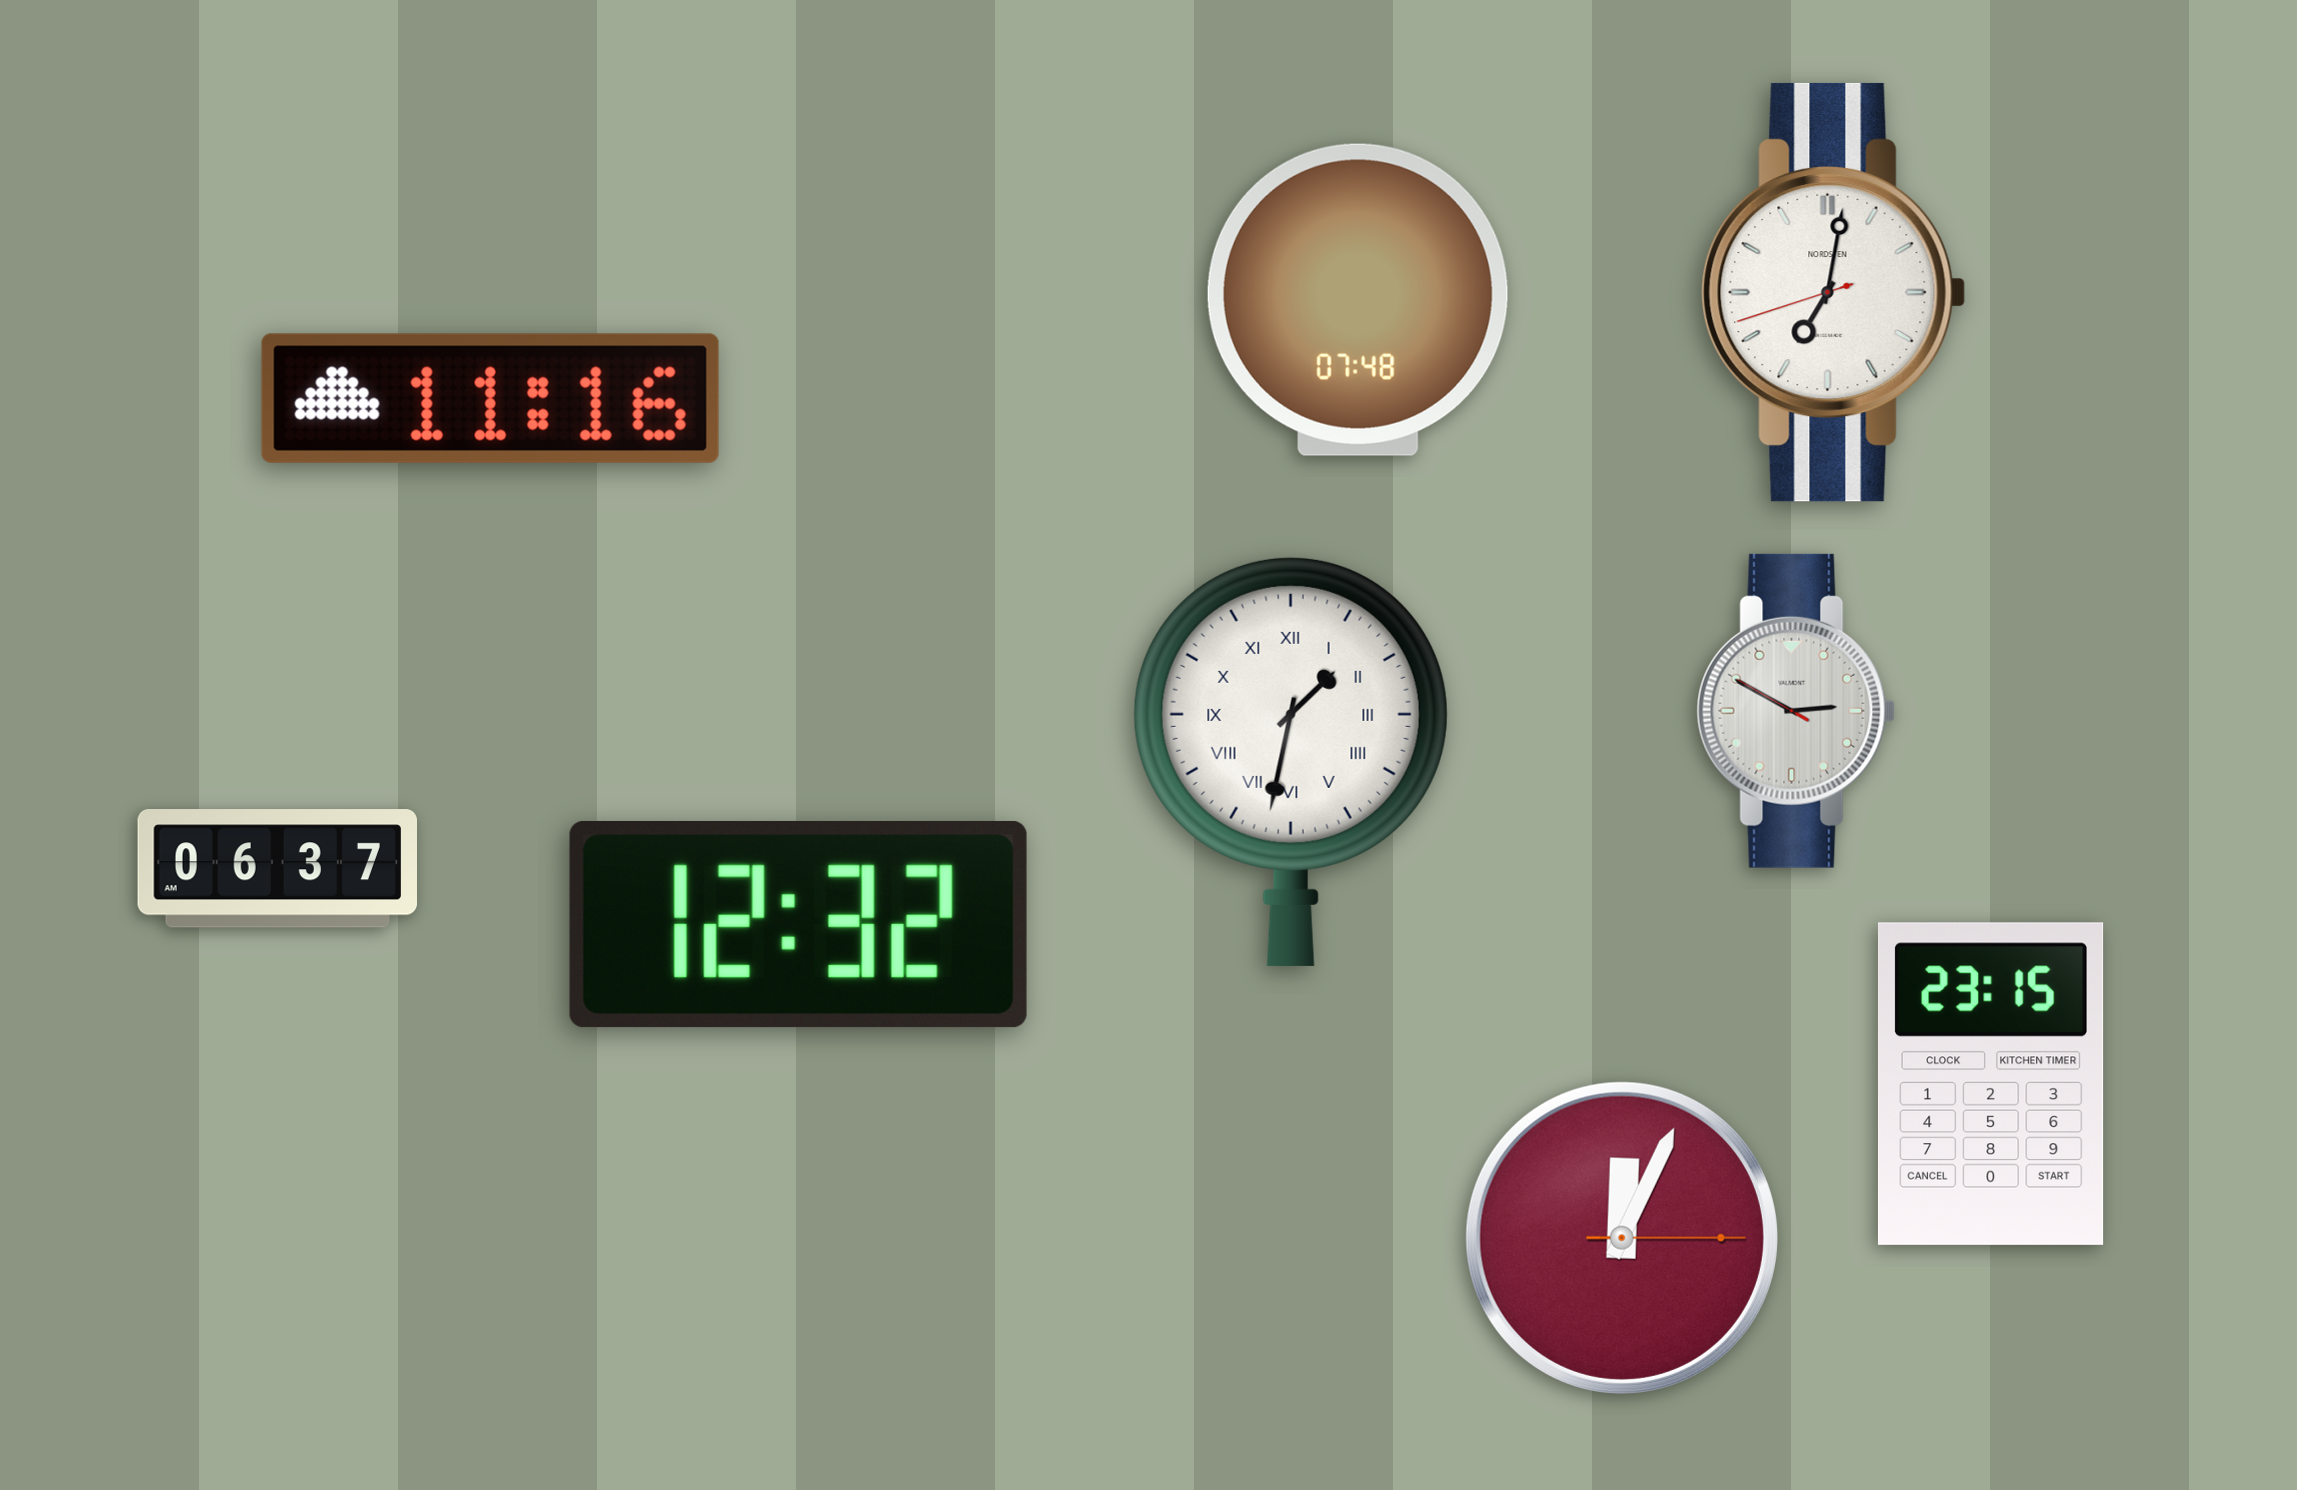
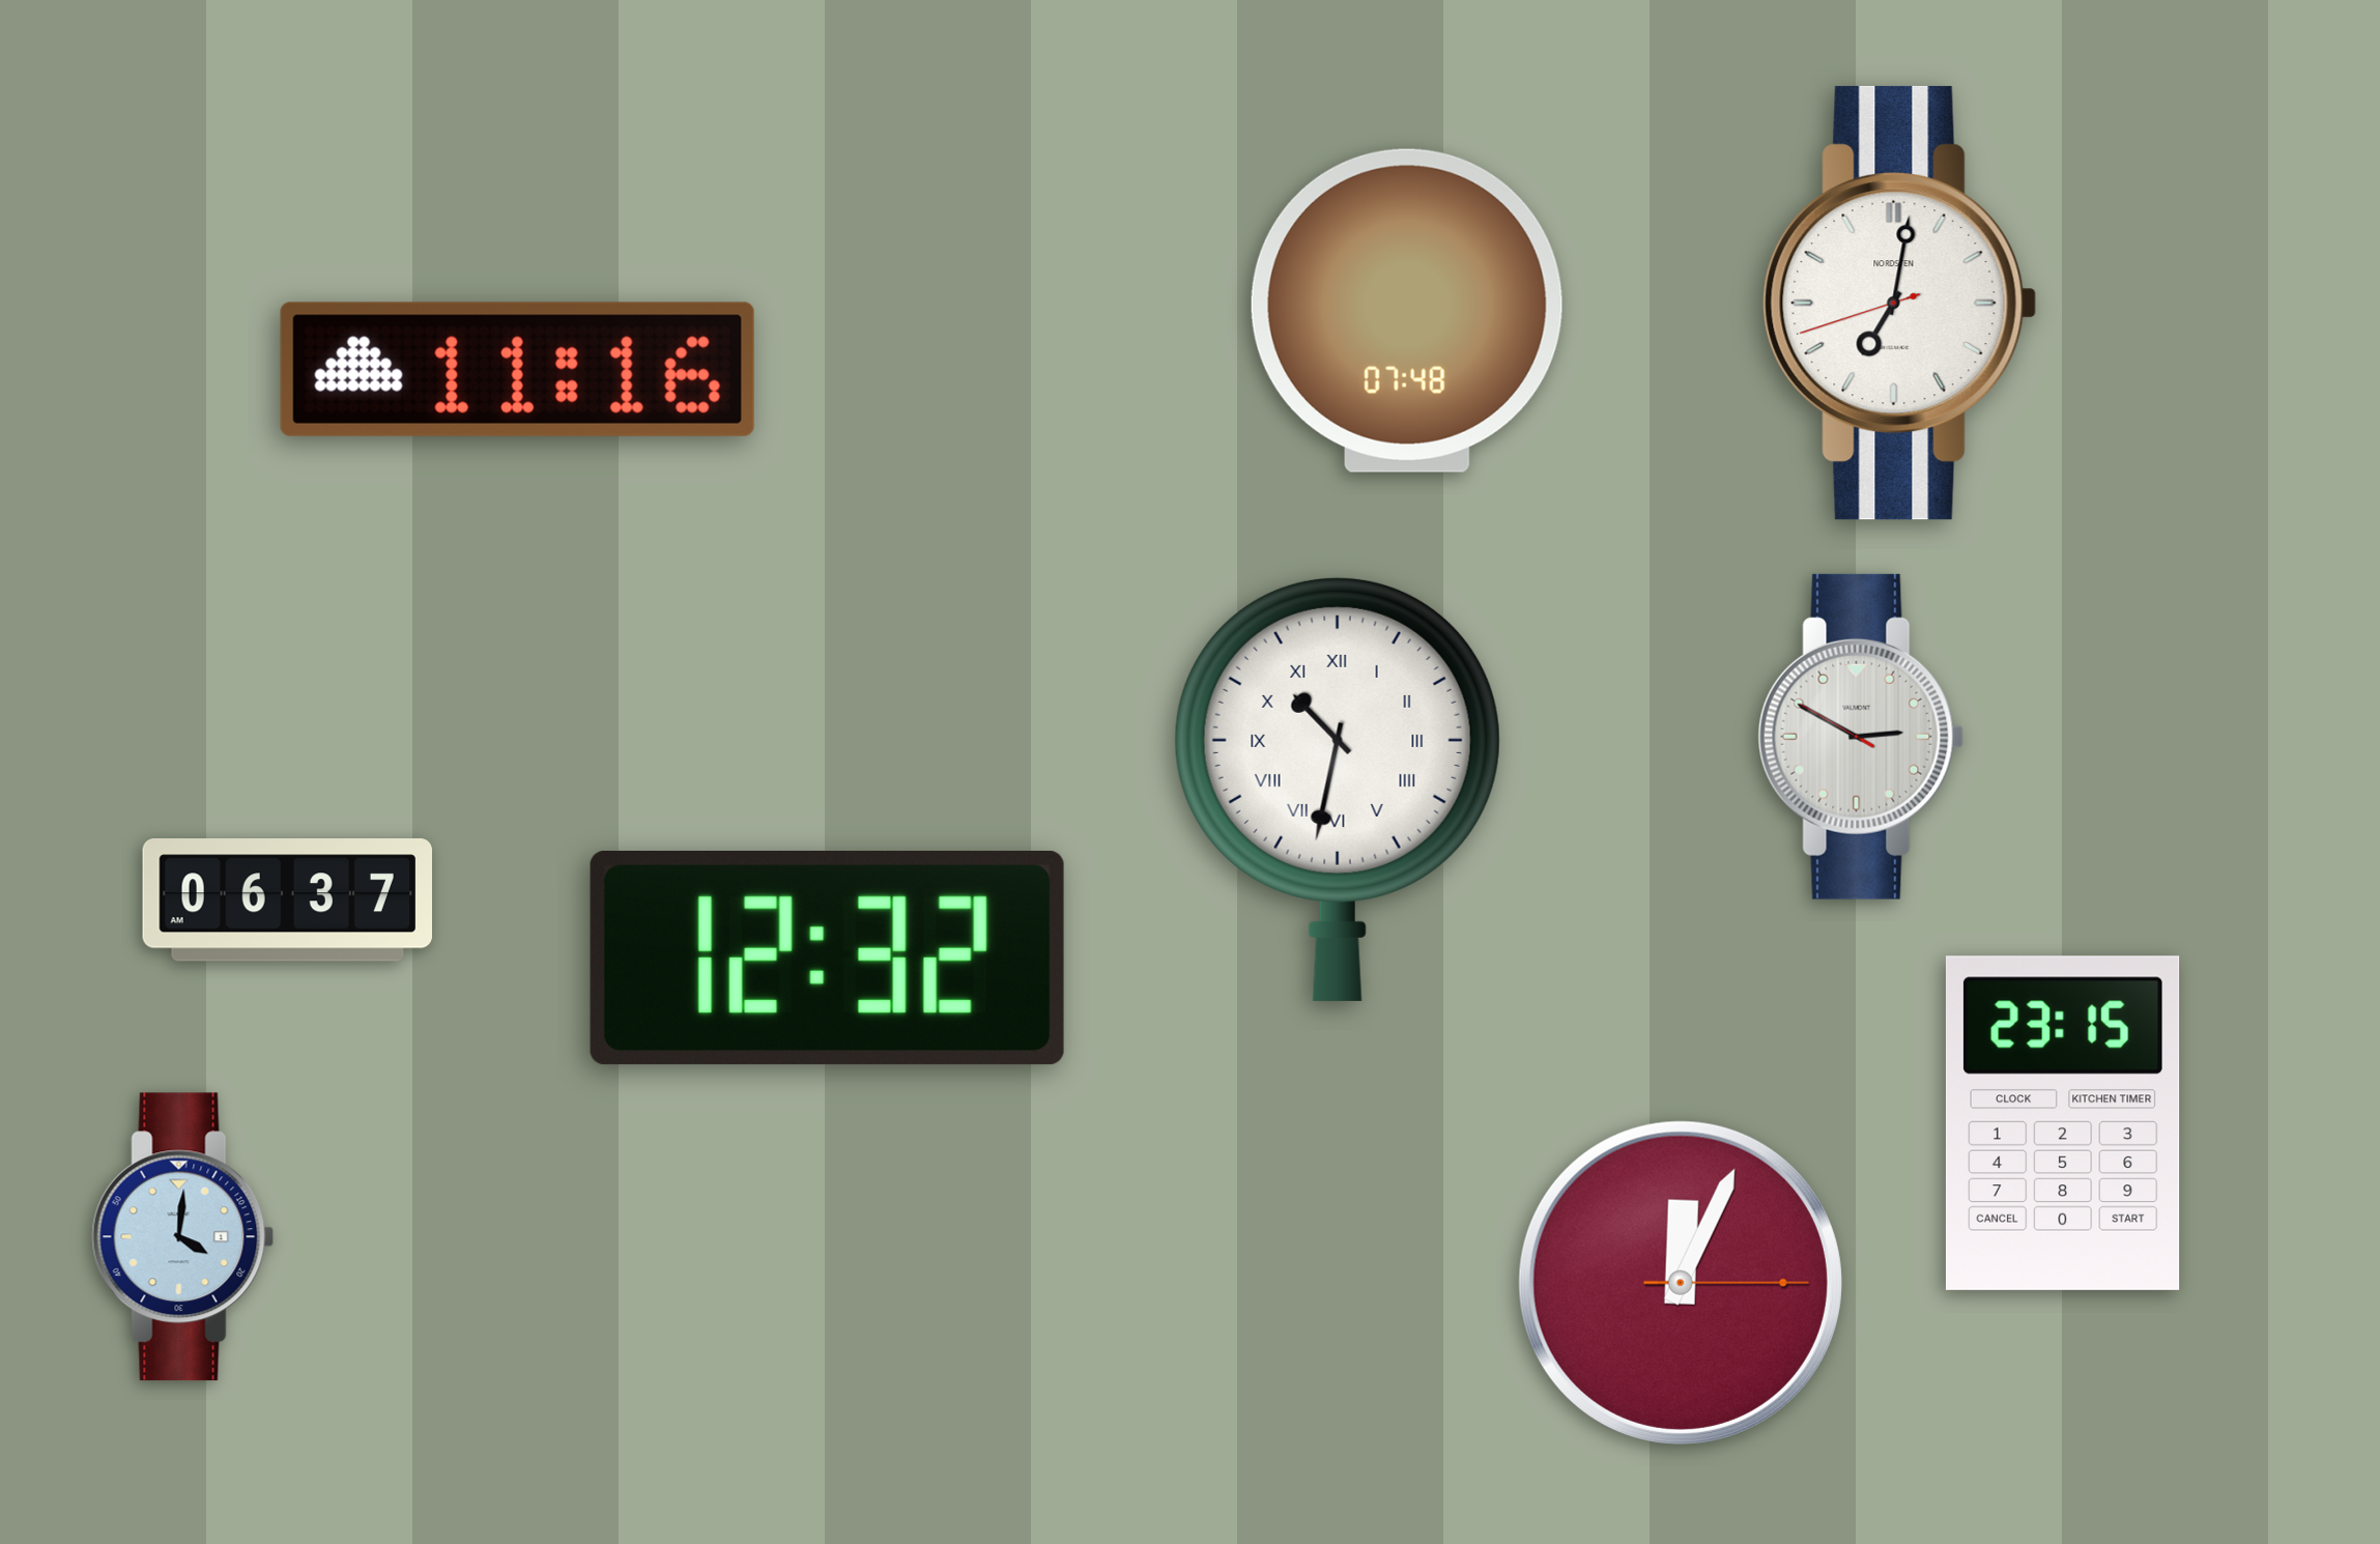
clock at (490, 398) position: (490, 398) -> (517, 369)
clock at (1291, 761): 1:32 -> 10:32
clock at (183, 1237): none -> 4:01
